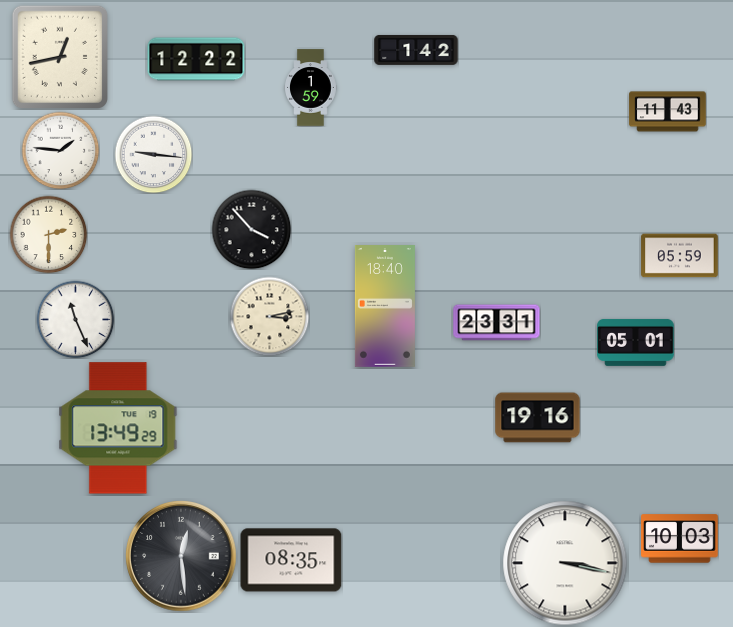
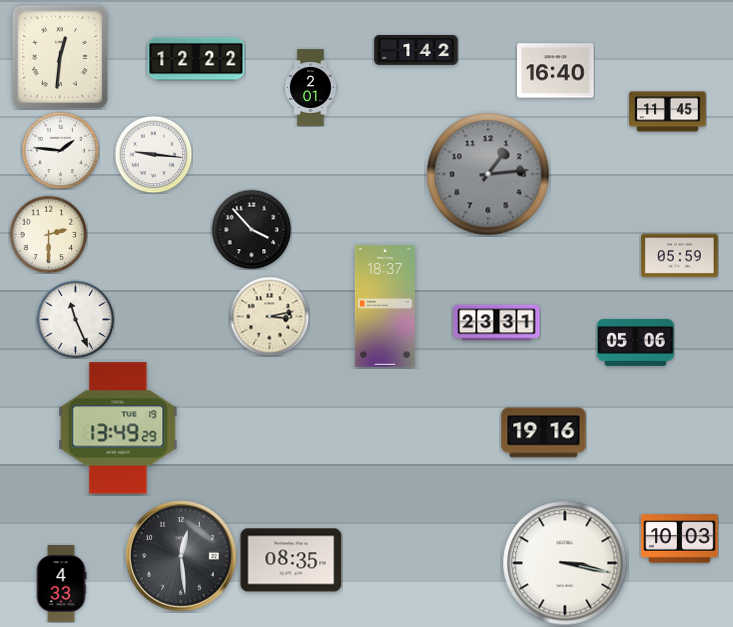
clock at (59, 56): 12:43 -> 12:31
clock at (556, 71): none -> 16:40
clock at (311, 88): 1:59 -> 2:01
clock at (668, 112): 11:43 -> 11:45
clock at (488, 174): none -> 1:14
clock at (385, 307): 18:40 -> 18:37
clock at (636, 342): 05:01 -> 05:06
clock at (538, 418) position: (538, 418) -> (544, 433)
clock at (61, 584): none -> 4:33
